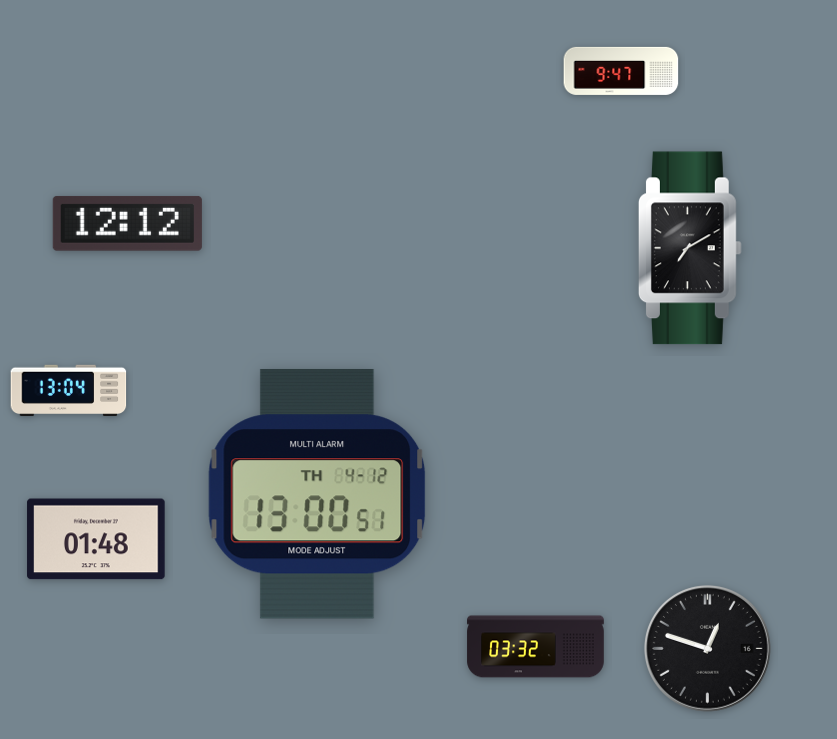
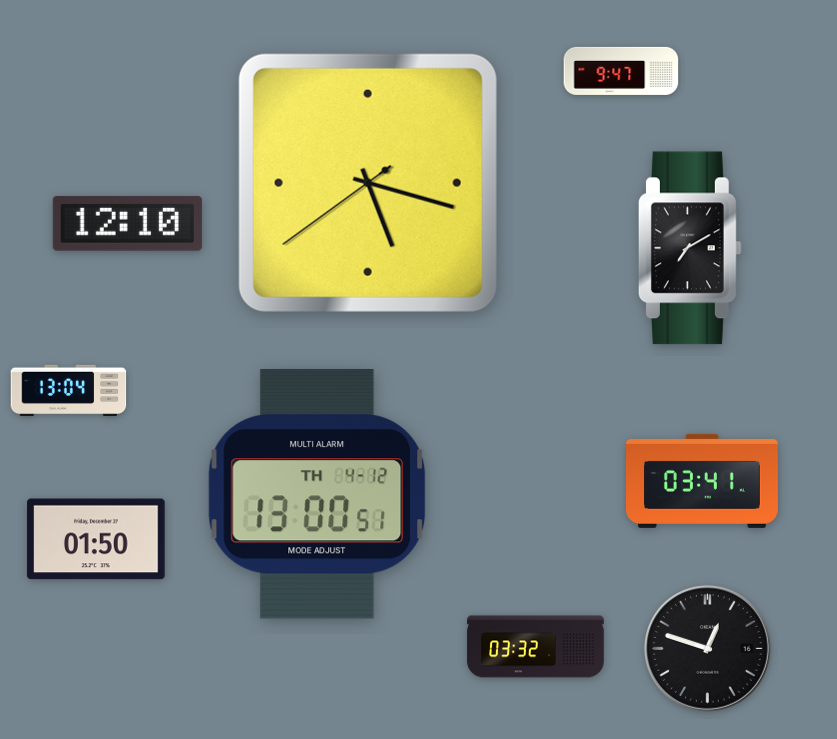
clock at (368, 183): none -> 5:17
clock at (127, 223): 12:12 -> 12:10
clock at (703, 481): none -> 03:41
clock at (96, 539): 01:48 -> 01:50
